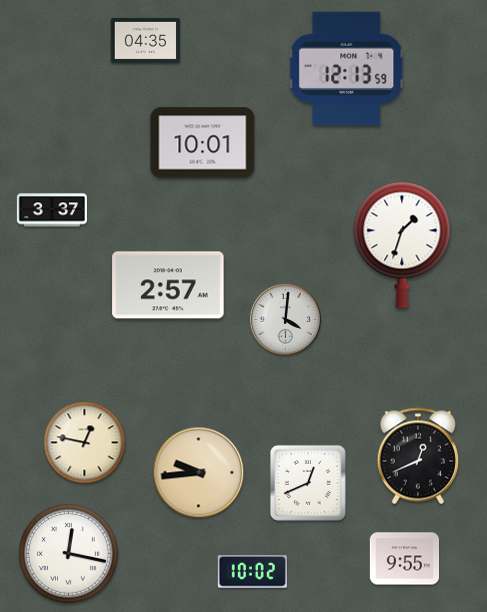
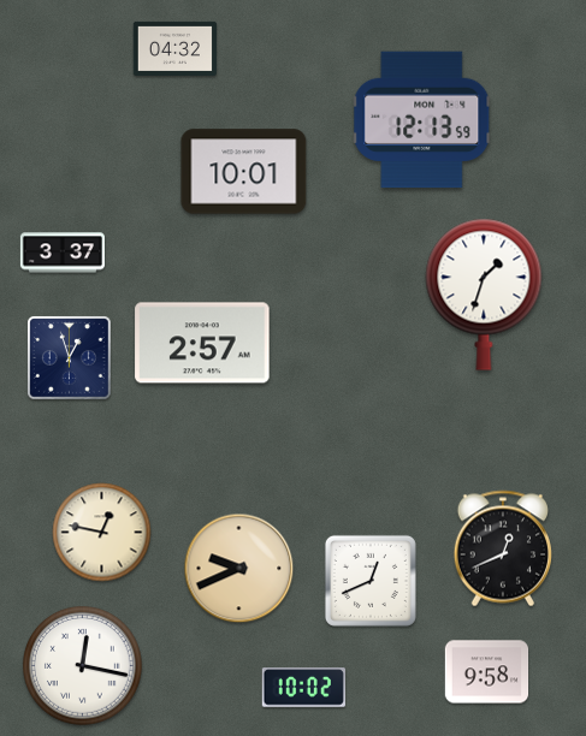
clock at (146, 40): 04:35 -> 04:32
clock at (347, 69) position: (347, 69) -> (422, 120)
clock at (70, 358): none -> 12:57
clock at (285, 319): 4:01 -> none
clock at (199, 473): 9:44 -> 9:41
clock at (405, 559): 9:55 -> 9:58
